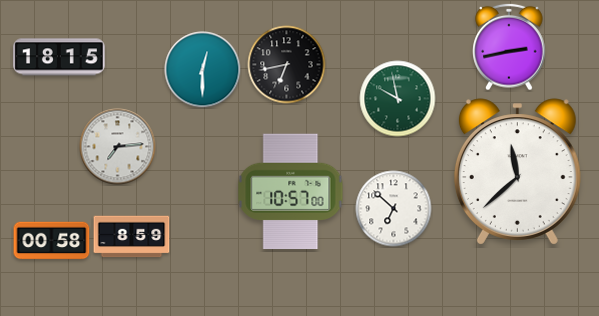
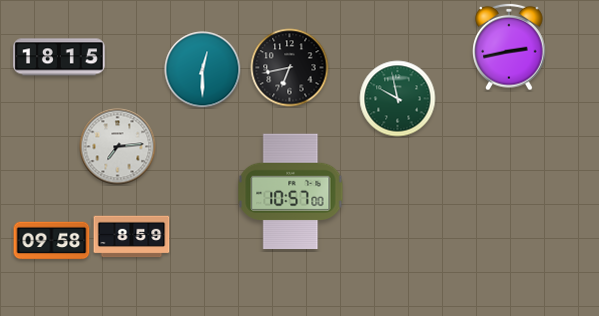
clock at (287, 65) position: (287, 65) -> (290, 68)
clock at (517, 172): 11:38 -> none
clock at (394, 209): 6:52 -> none
clock at (52, 241): 00:58 -> 09:58
